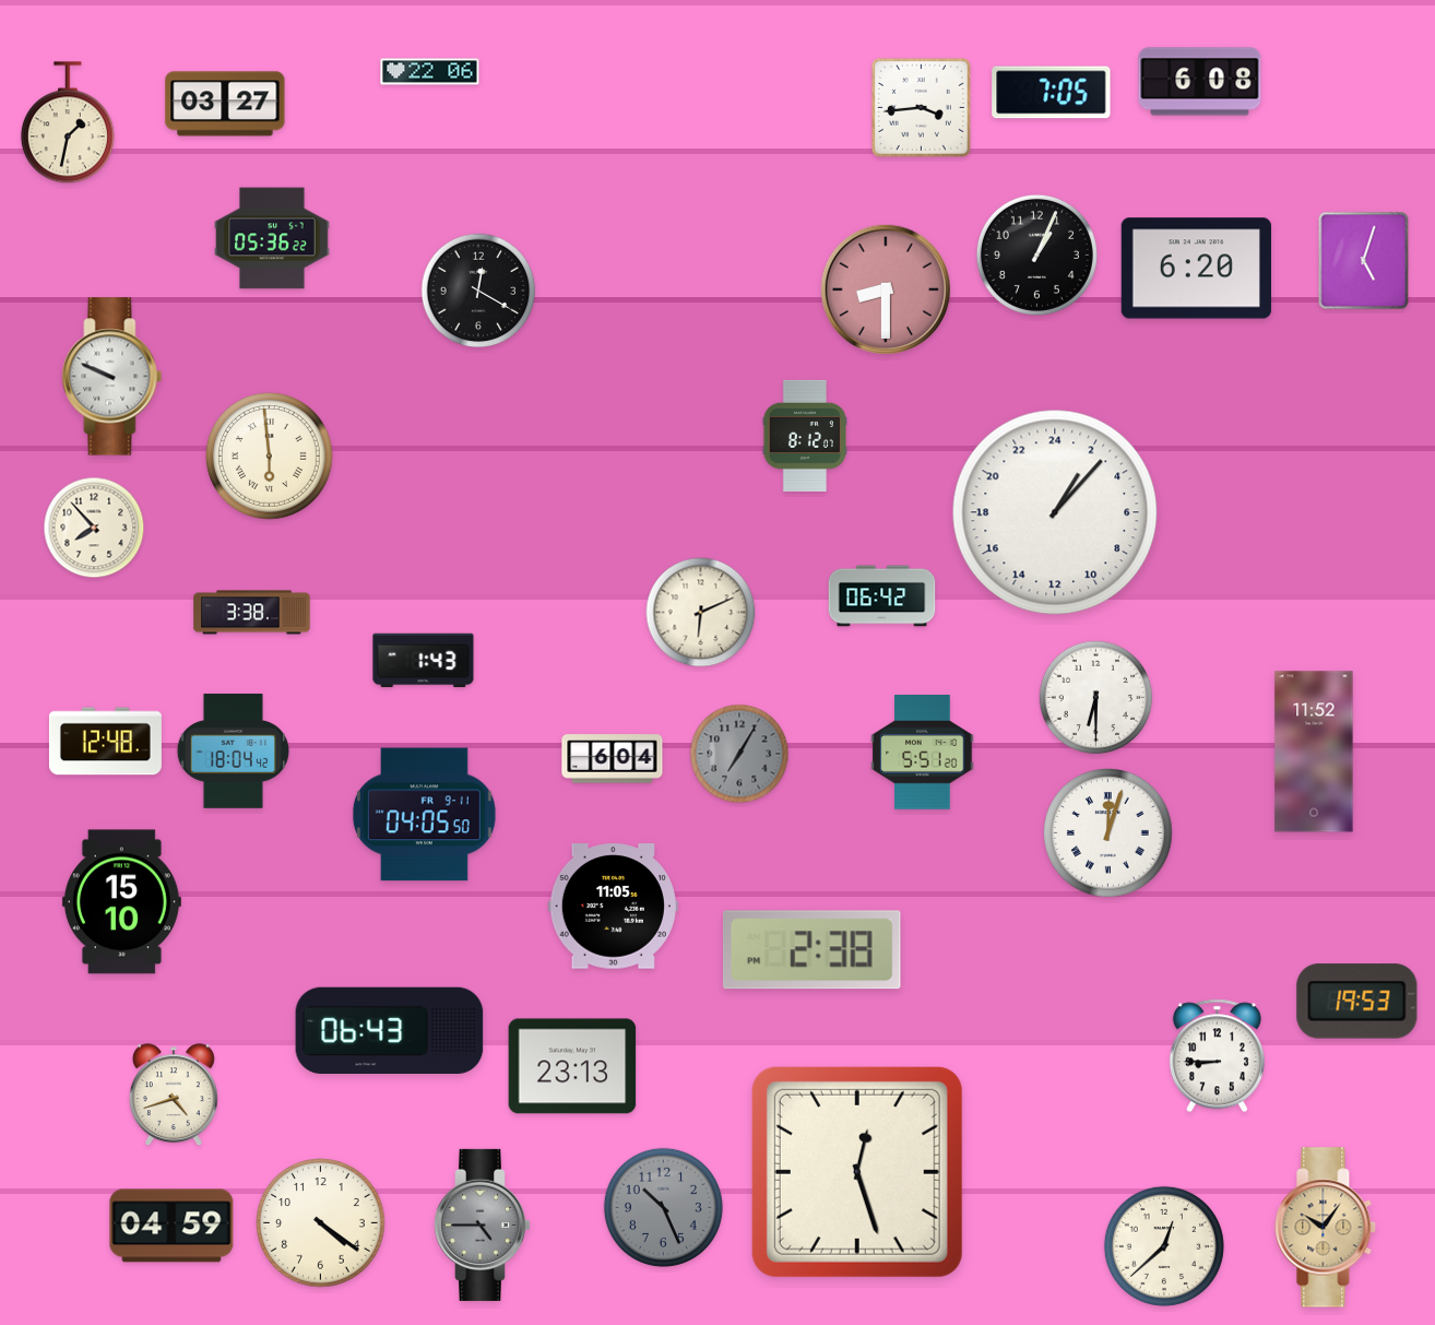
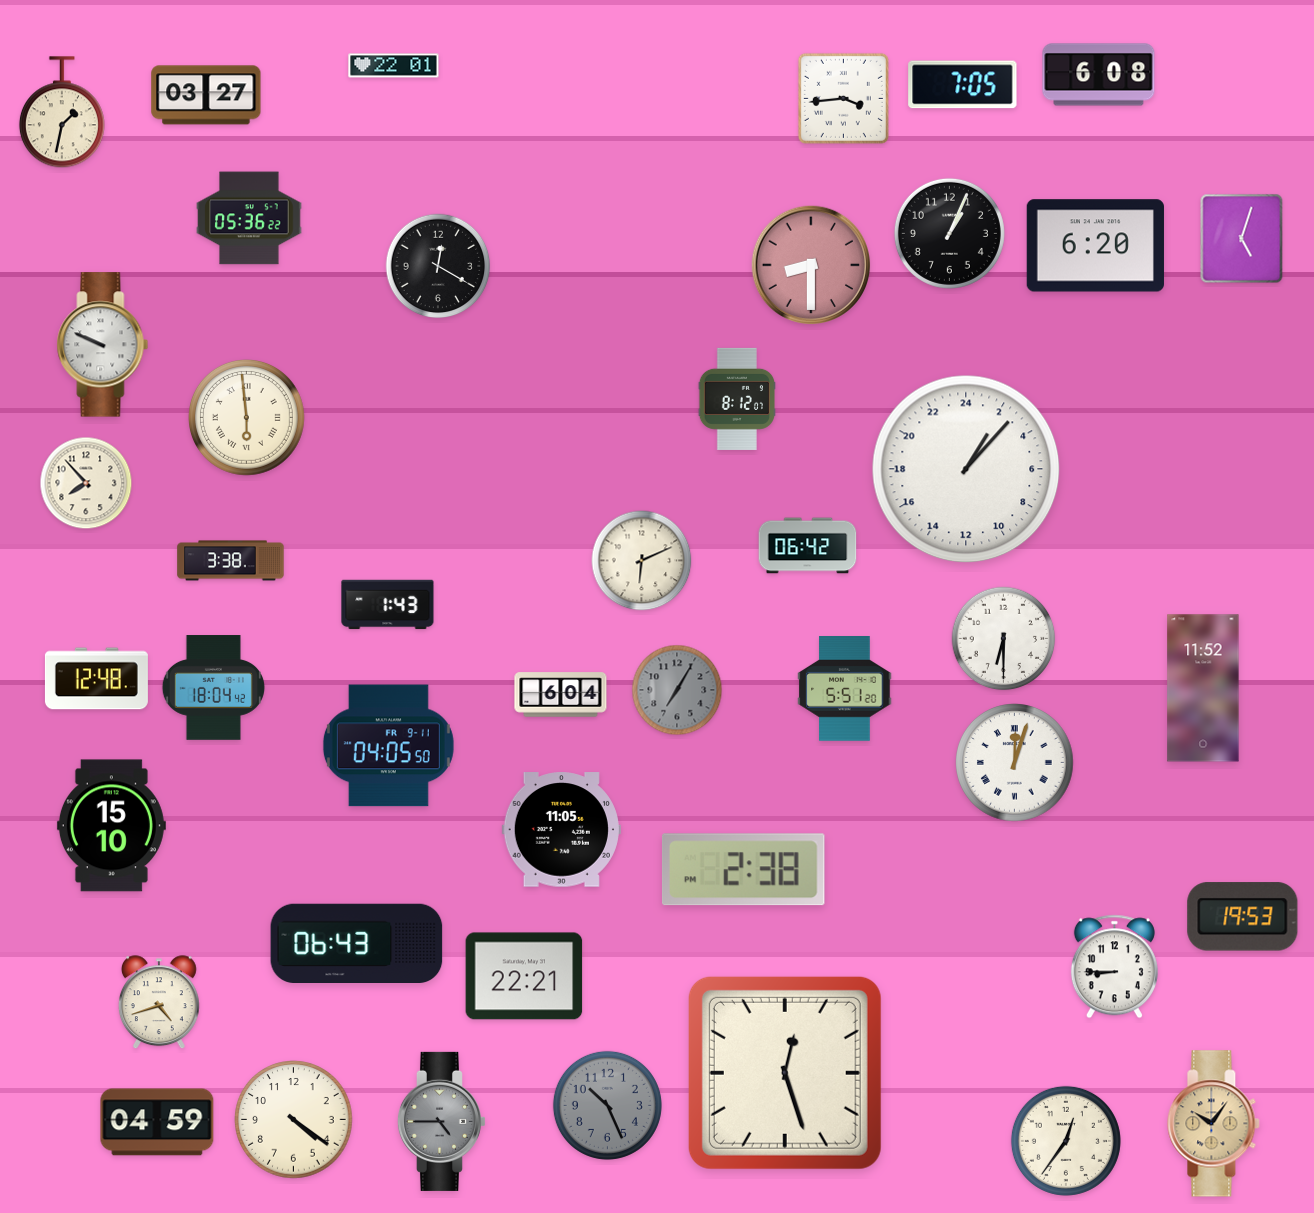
clock at (430, 72): 22:06 -> 22:01
clock at (1364, 261) position: (1364, 261) -> (1242, 239)
clock at (572, 1066): 23:13 -> 22:21
clock at (1164, 1246): 12:38 -> 12:36
